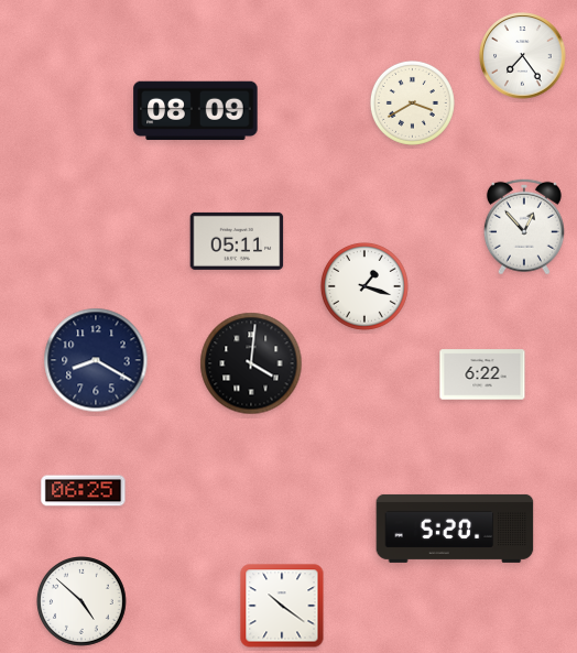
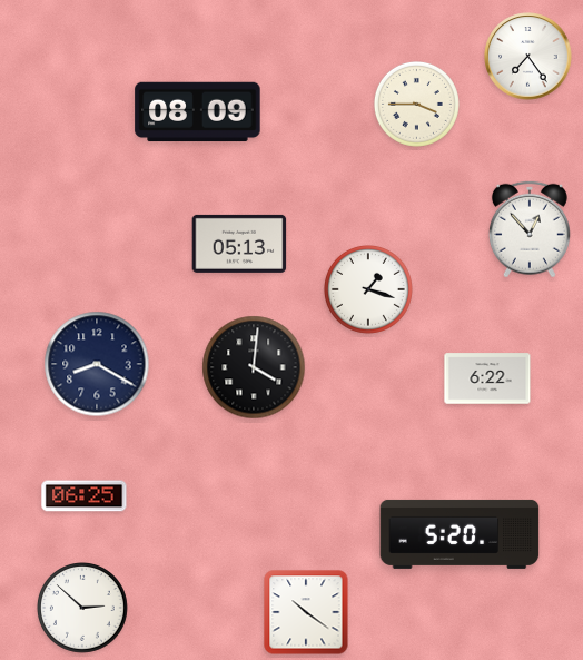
clock at (412, 102): 3:40 -> 3:45
clock at (237, 241): 05:11 -> 05:13
clock at (83, 602): 4:52 -> 2:52
clock at (282, 606) position: (282, 606) -> (306, 612)
